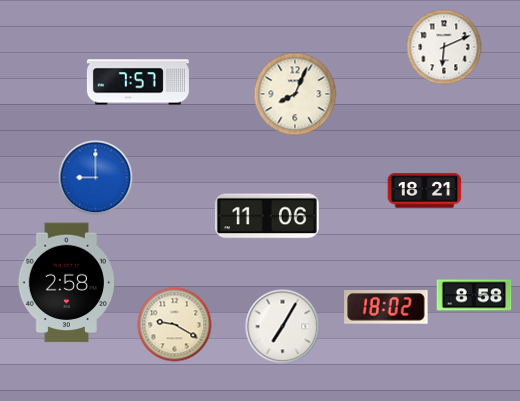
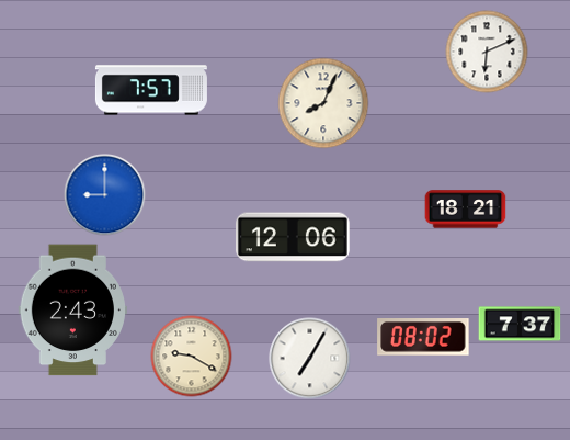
clock at (267, 216): 11:06 -> 12:06
clock at (66, 283): 2:58 -> 2:43
clock at (474, 295): 8:58 -> 7:37
clock at (386, 308): 18:02 -> 08:02
